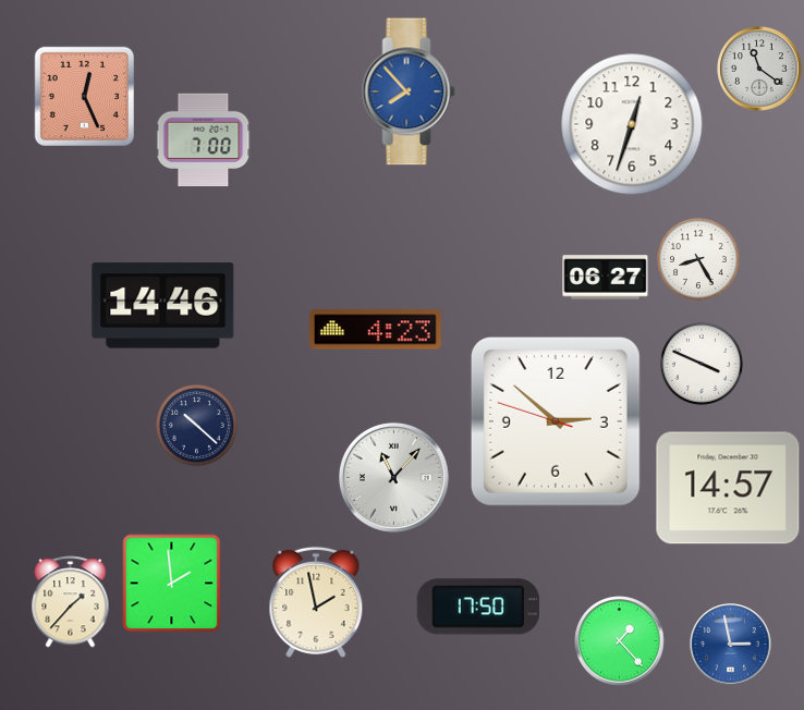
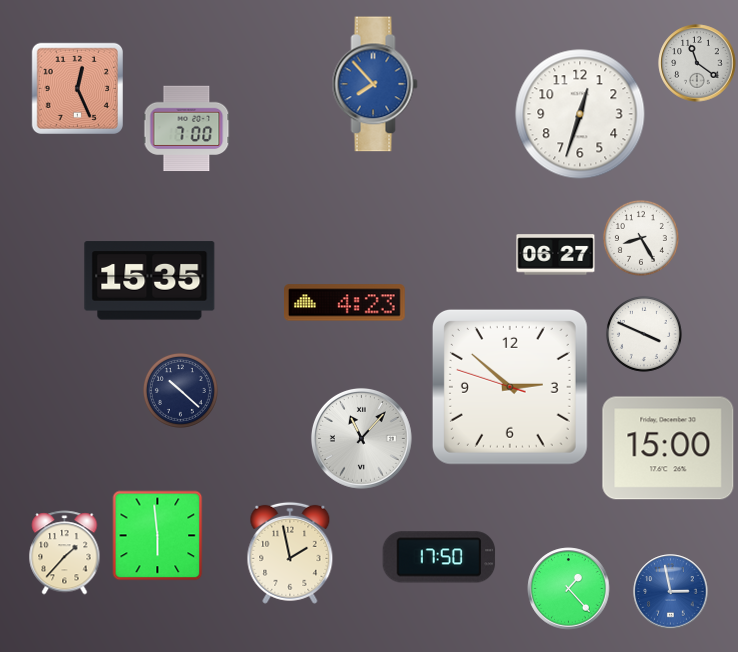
clock at (163, 306): 14:46 -> 15:35
clock at (728, 488): 14:57 -> 15:00
clock at (172, 584): 1:59 -> 5:59
